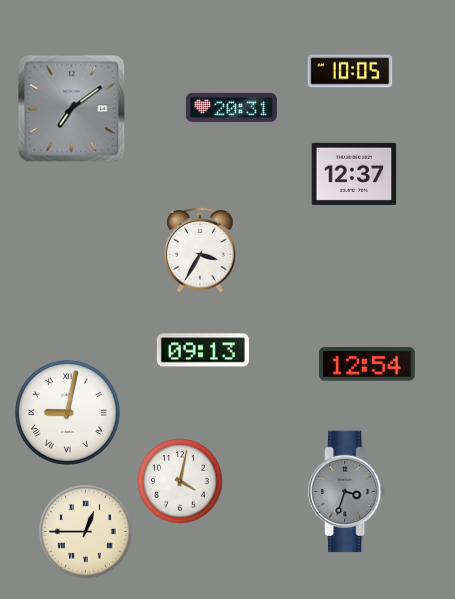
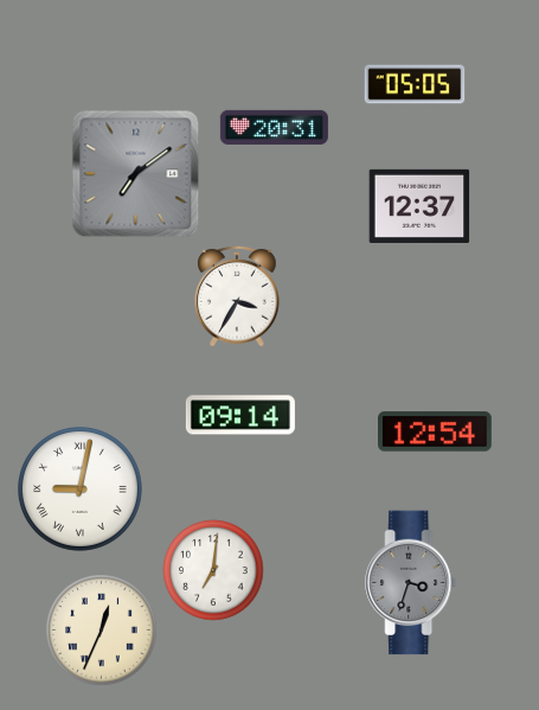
clock at (350, 71): 10:05 -> 05:05
clock at (72, 109) position: (72, 109) -> (136, 174)
clock at (203, 350): 09:13 -> 09:14
clock at (180, 481): 4:02 -> 7:01
clock at (86, 532): 12:45 -> 12:34
